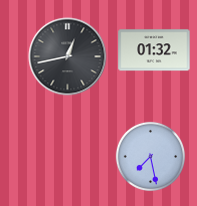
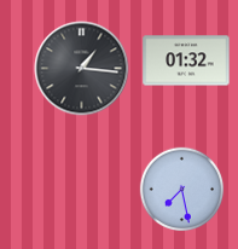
clock at (68, 57): 12:43 -> 1:16
